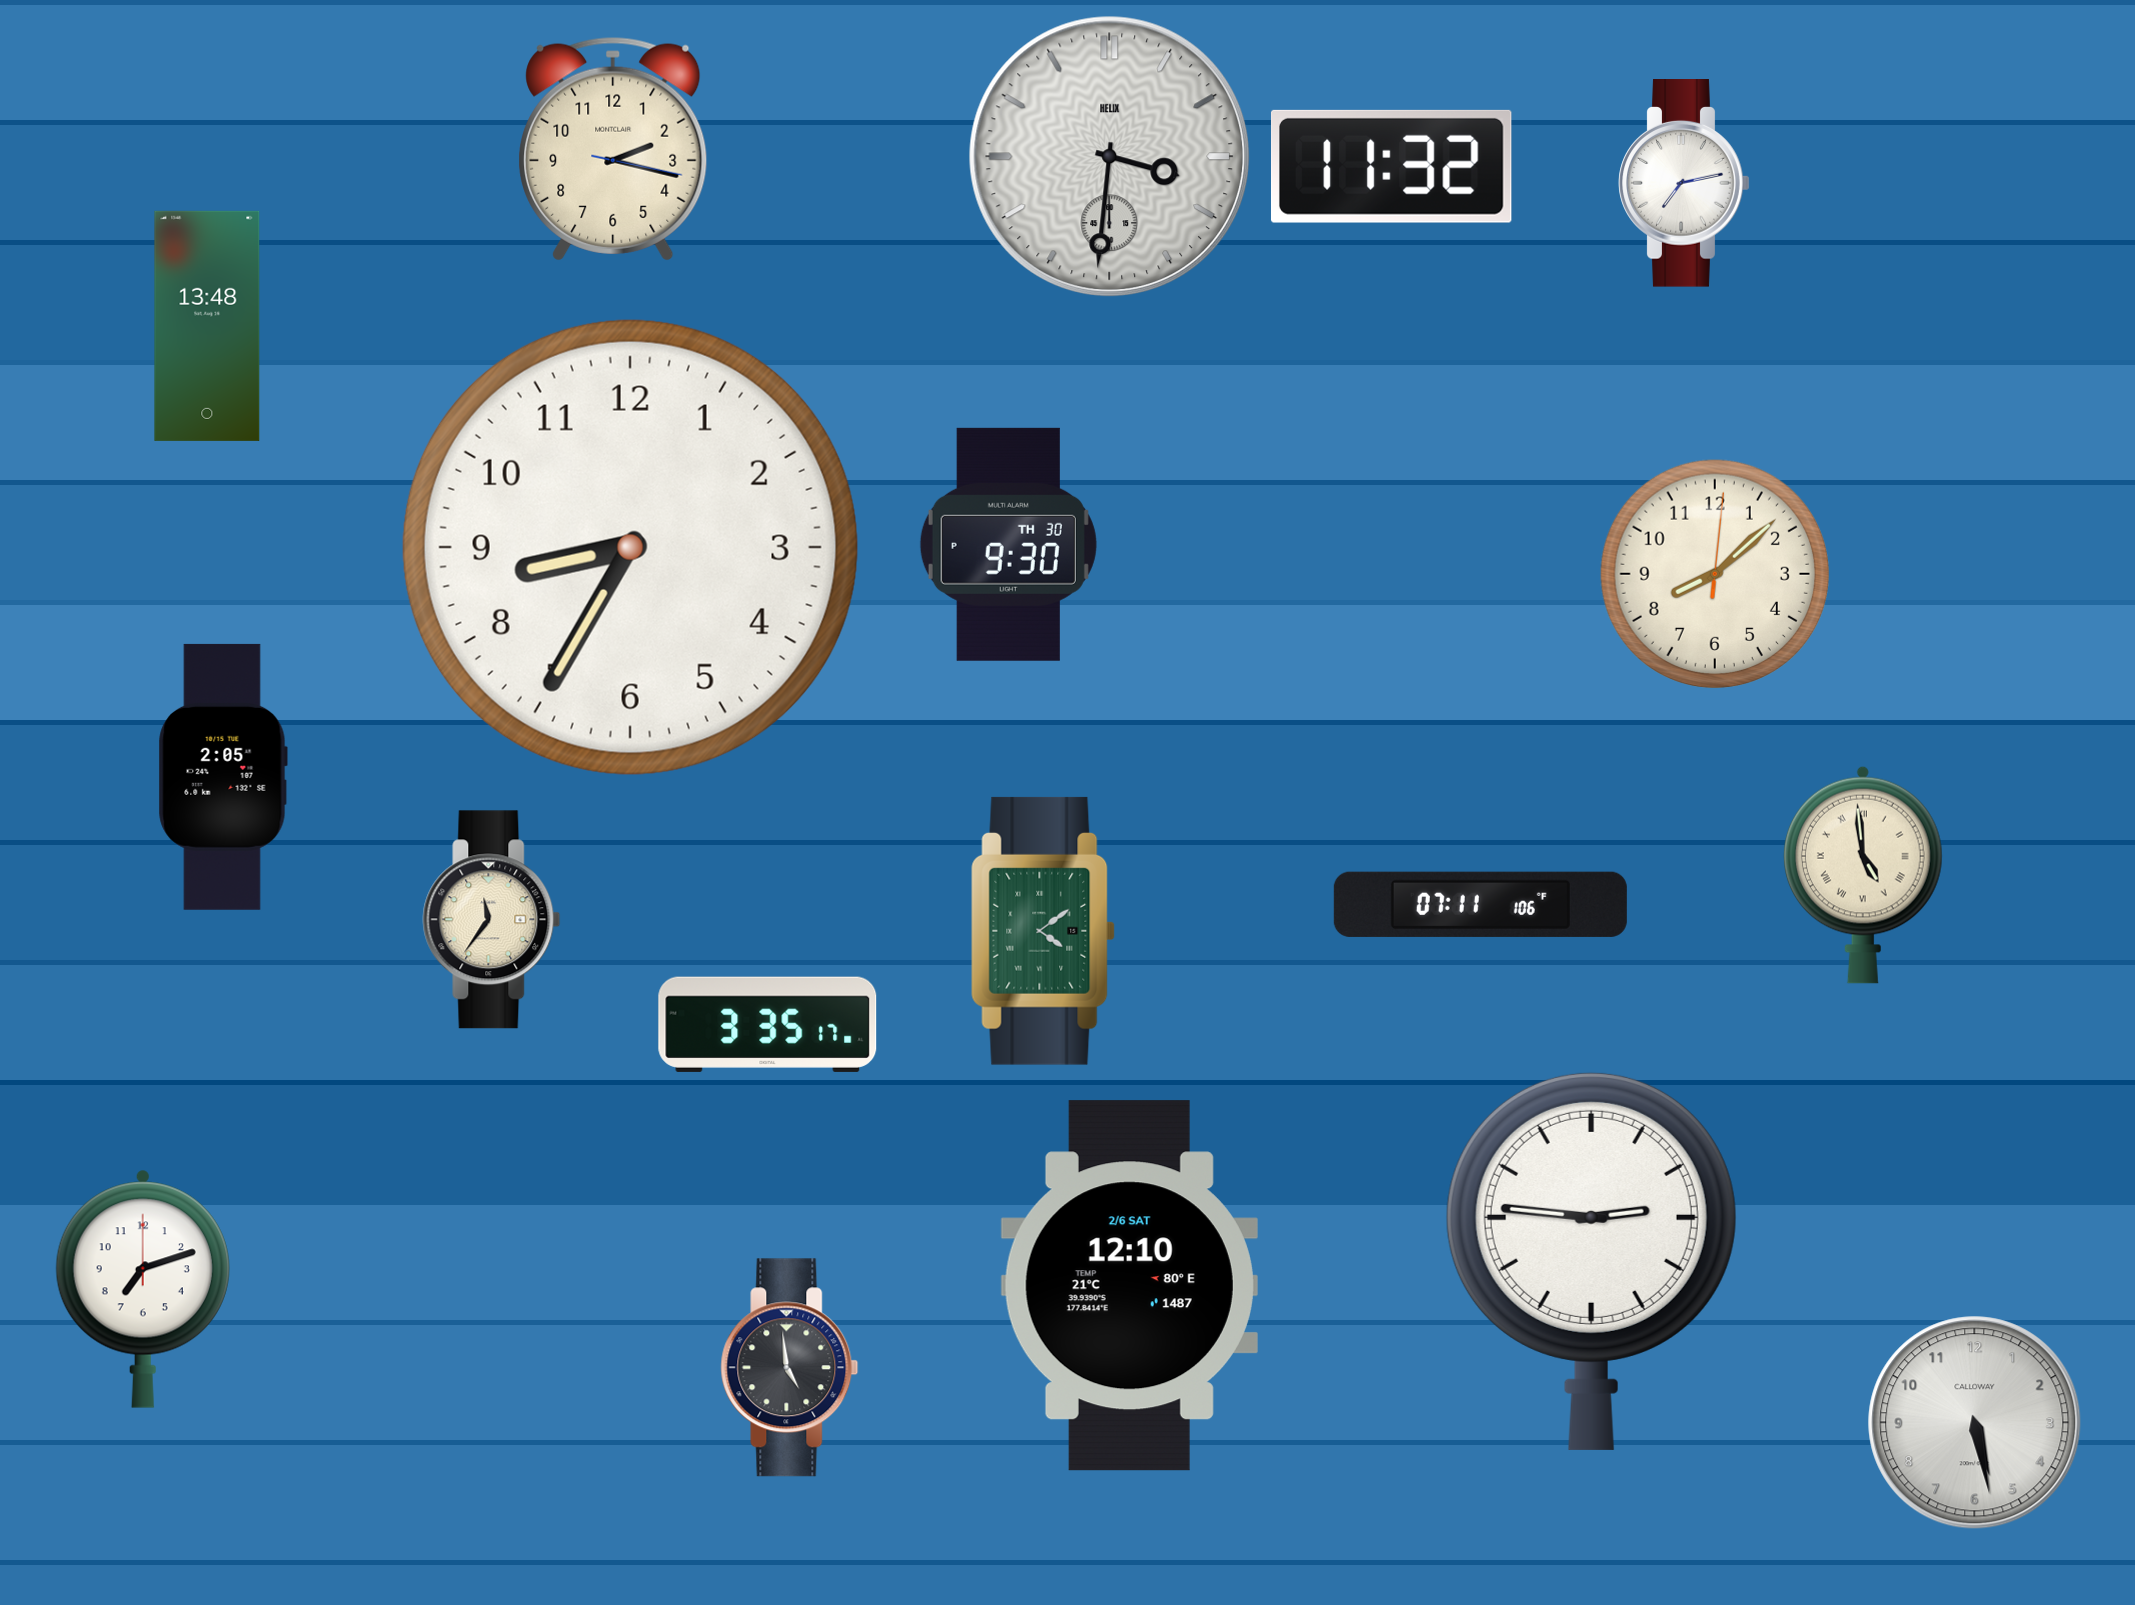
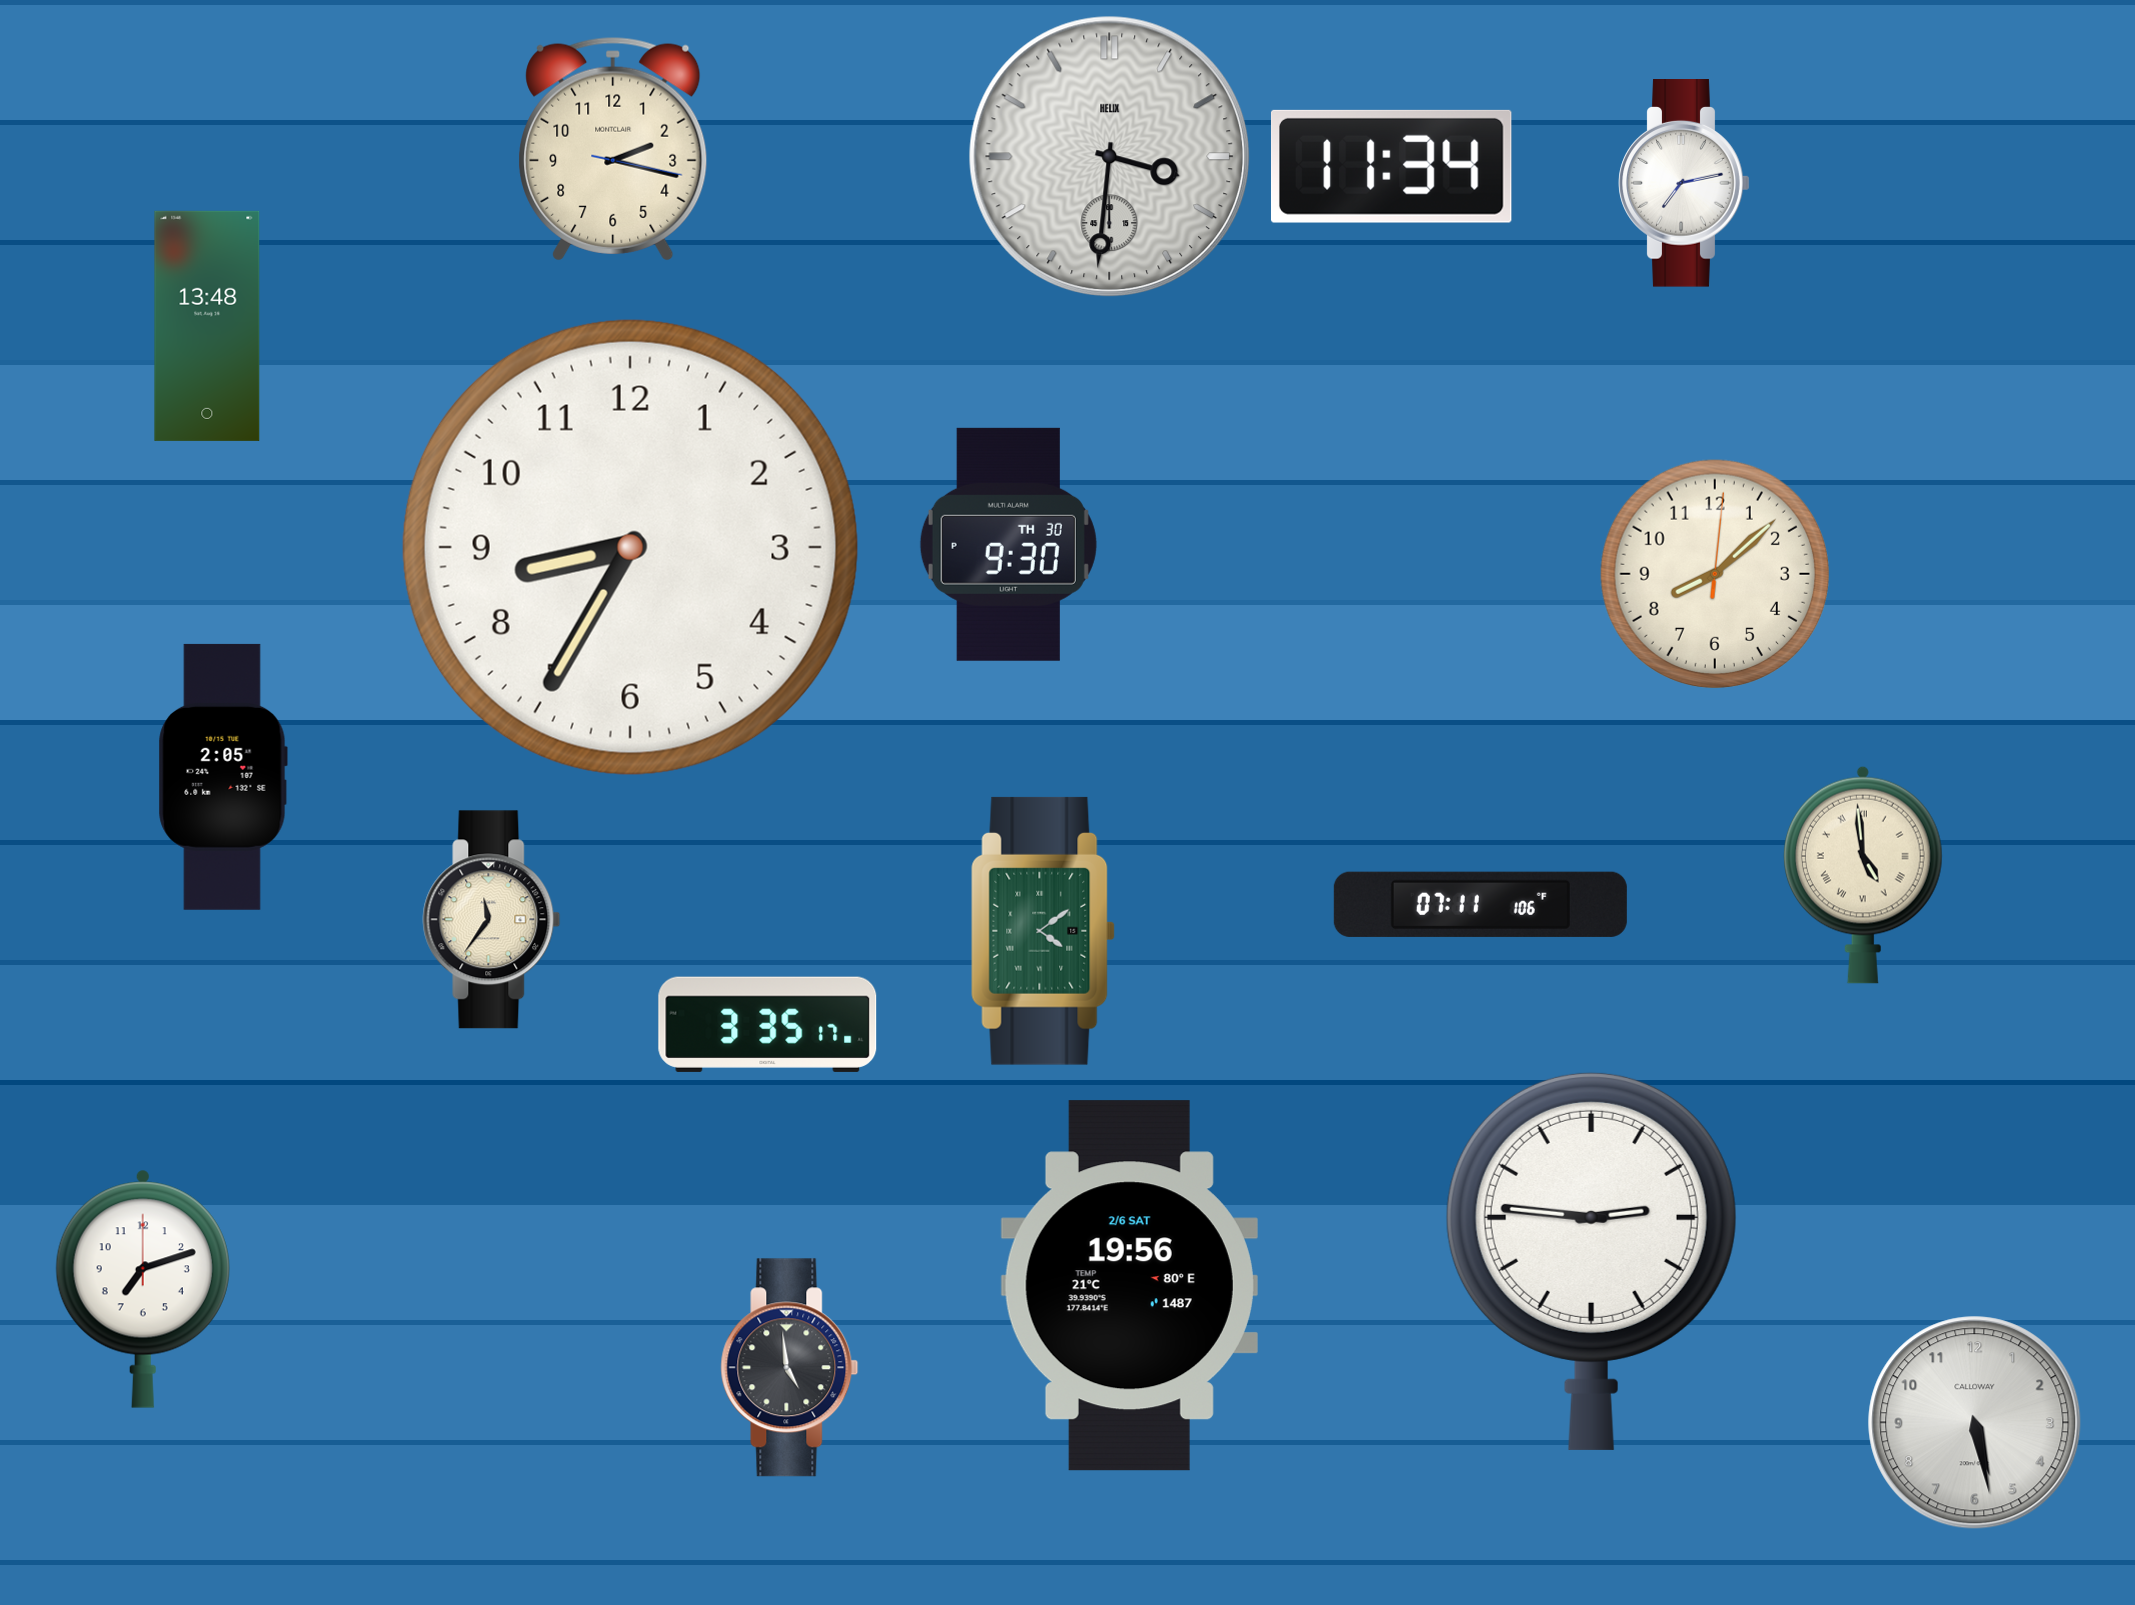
clock at (1391, 166): 11:32 -> 11:34
clock at (1129, 1286): 12:10 -> 19:56
